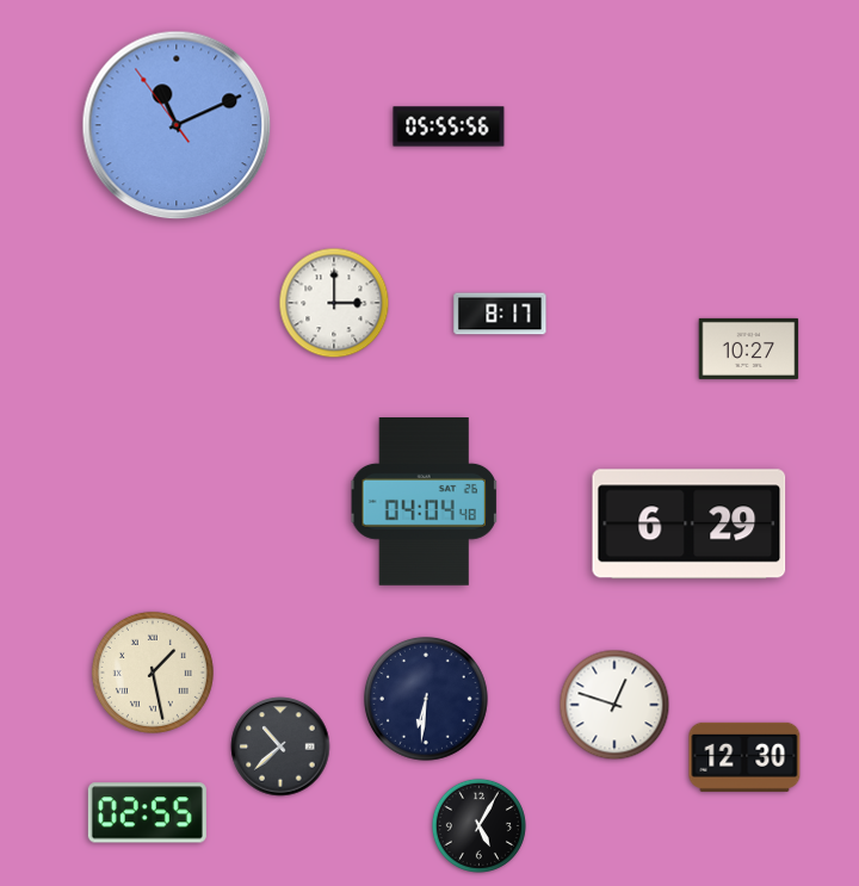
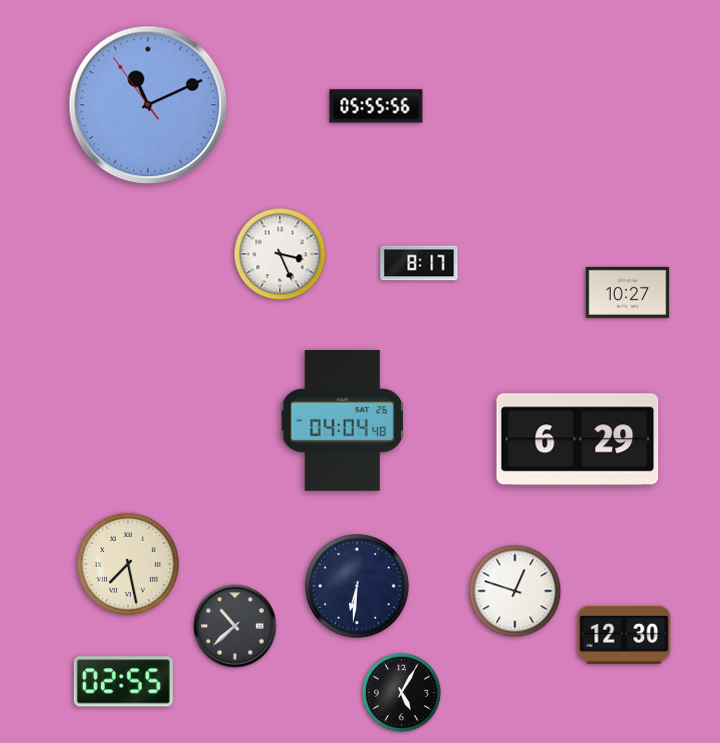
clock at (334, 303): 3:00 -> 3:26
clock at (424, 502) position: (424, 502) -> (342, 421)
clock at (153, 673): 1:28 -> 7:28
